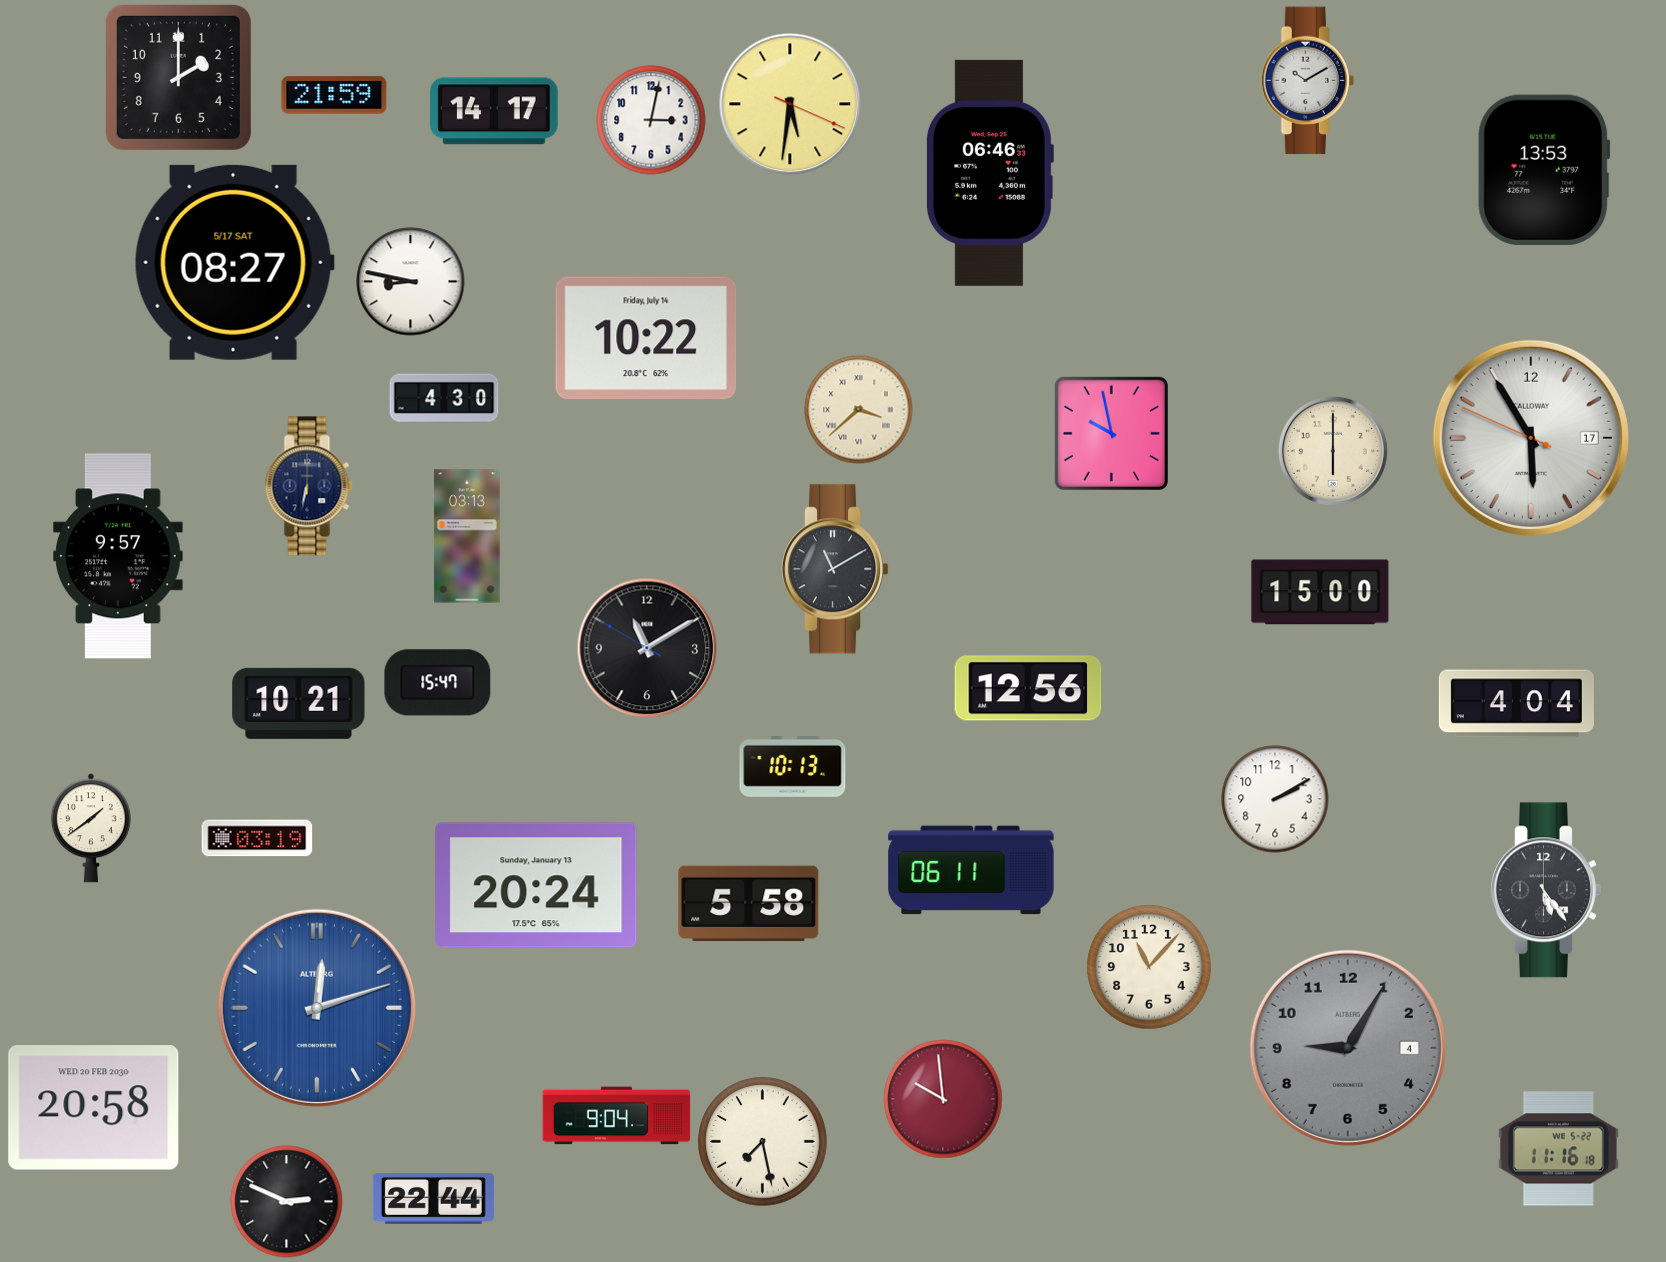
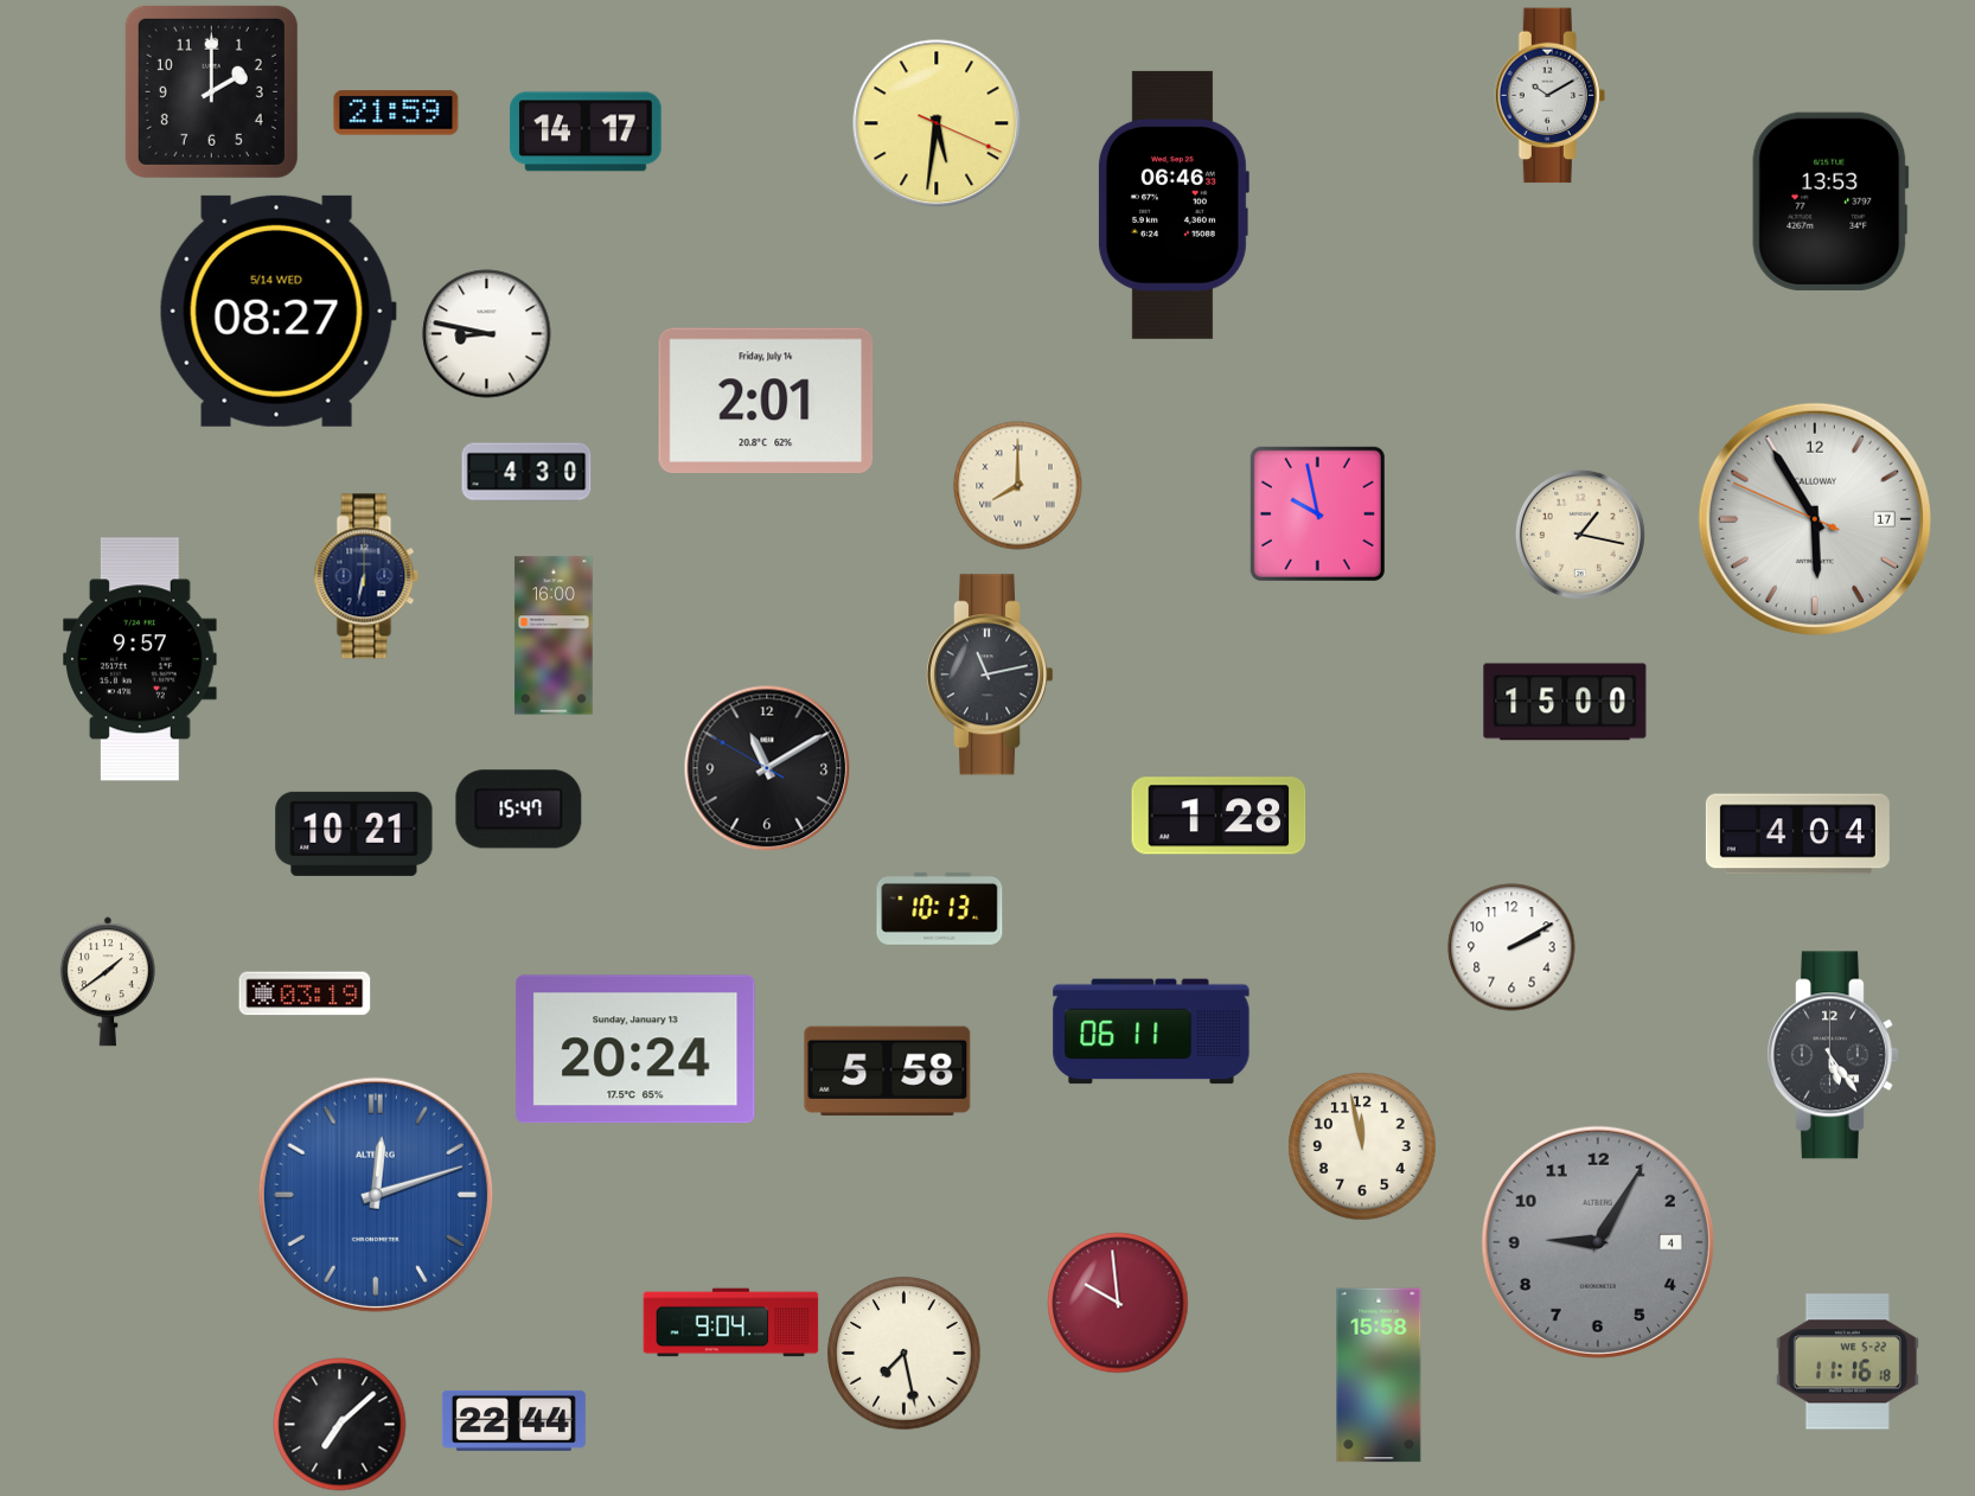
clock at (651, 120): 3:02 -> none
clock at (234, 262) date: 5/17 SAT -> 5/14 WED
clock at (645, 338): 10:22 -> 2:01
clock at (859, 410): 3:38 -> 8:00
clock at (1333, 451): 6:00 -> 1:17
clock at (467, 536): 03:13 -> 16:00
clock at (835, 569): 11:10 -> 11:13
clock at (1028, 688): 12:56 -> 1:28
clock at (1149, 967): 11:07 -> 11:58
clock at (94, 1108): 20:58 -> none
clock at (1379, 1375): none -> 15:58
clock at (287, 1202): 2:49 -> 7:08
